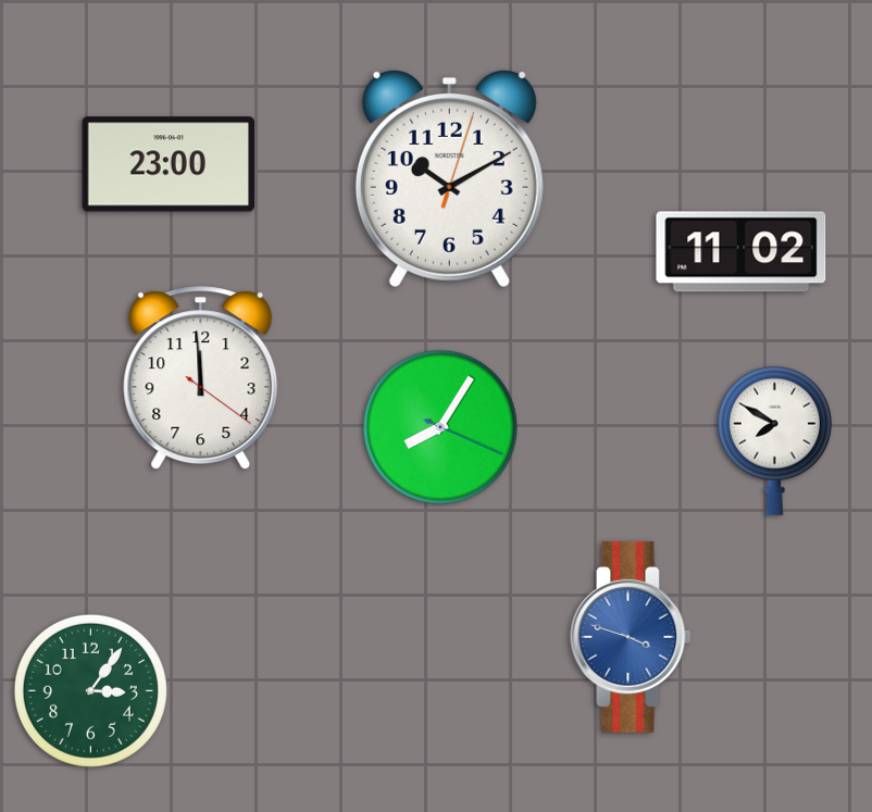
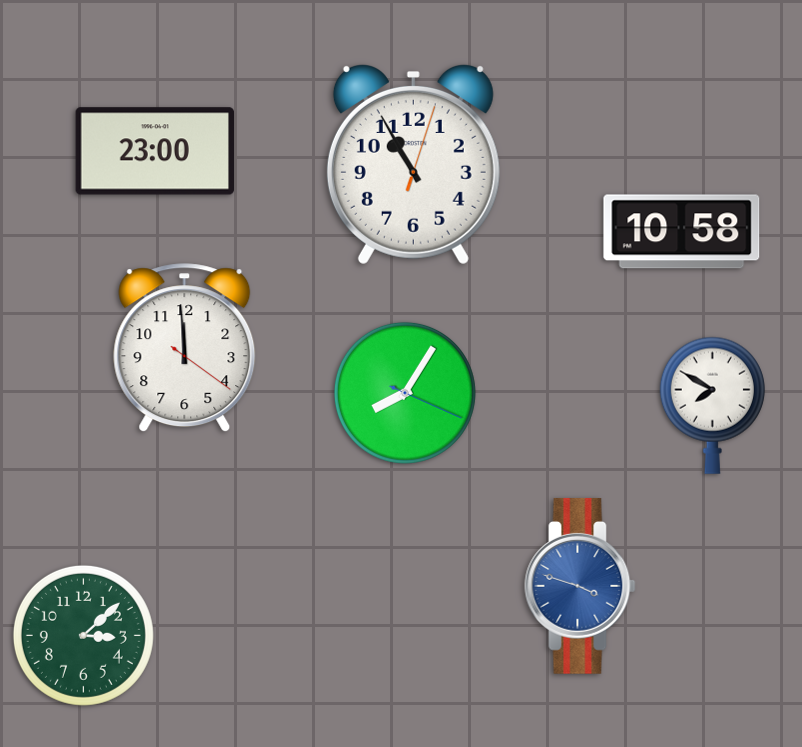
clock at (449, 178): 10:10 -> 10:55
clock at (742, 252): 11:02 -> 10:58
clock at (90, 690): 3:06 -> 3:08
